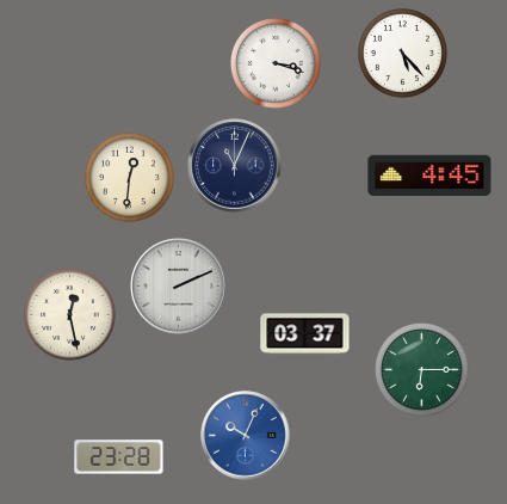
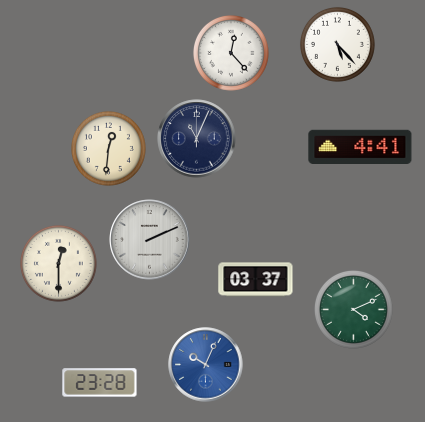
clock at (276, 63): 3:18 -> 12:23
clock at (429, 174): 4:45 -> 4:41
clock at (69, 314): 12:28 -> 12:30
clock at (421, 369): 6:15 -> 4:11
